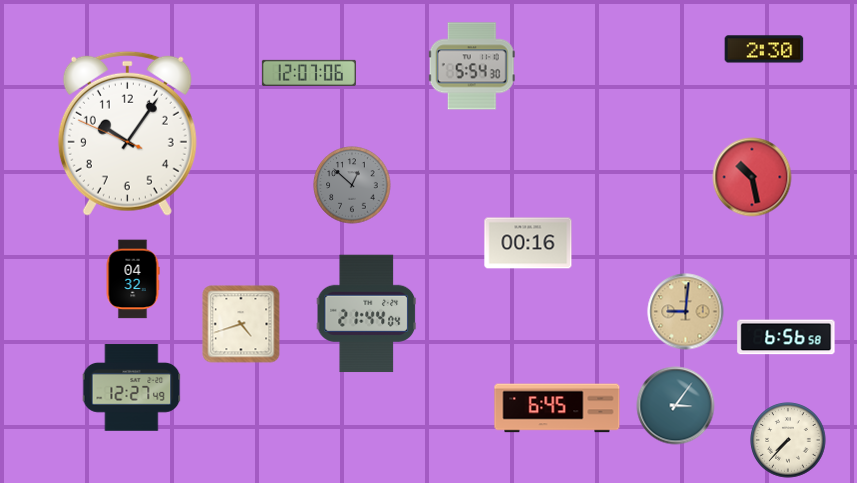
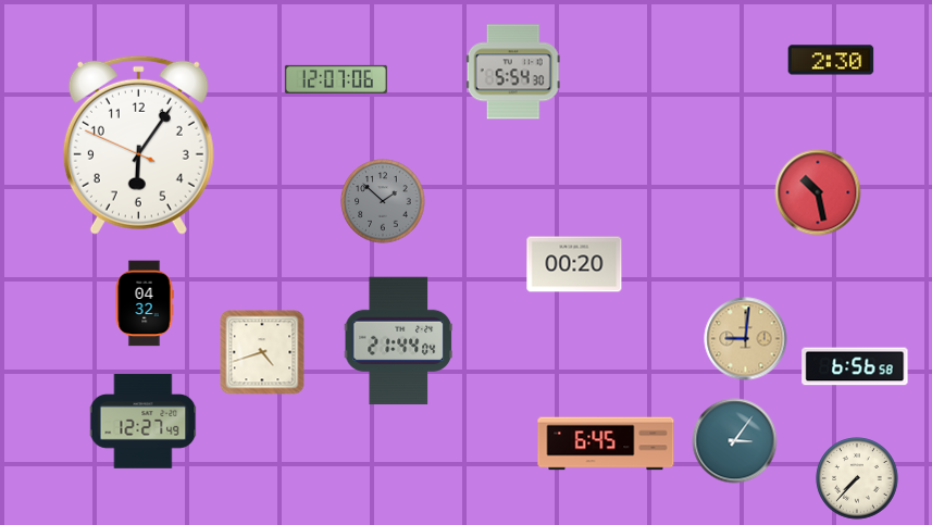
clock at (764, 49) position: (764, 49) -> (831, 60)
clock at (127, 133): 10:05 -> 6:05
clock at (352, 185): 12:52 -> 1:52
clock at (528, 243): 00:16 -> 00:20
